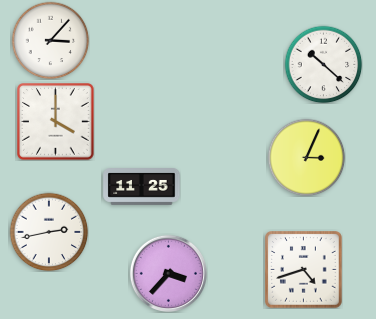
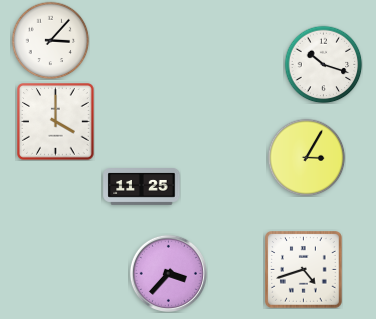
clock at (323, 64): 10:22 -> 10:18
clock at (306, 157): 3:04 -> 3:05
clock at (49, 232): 2:43 -> none
